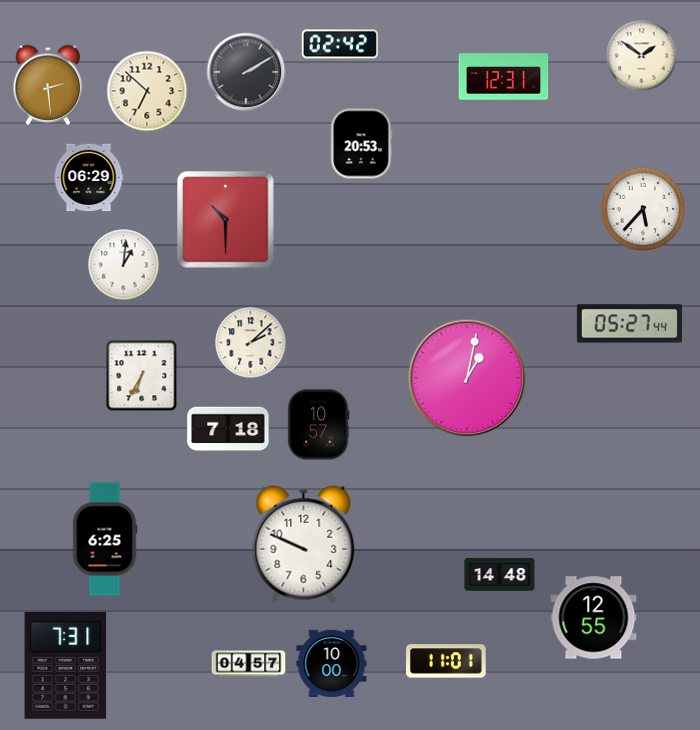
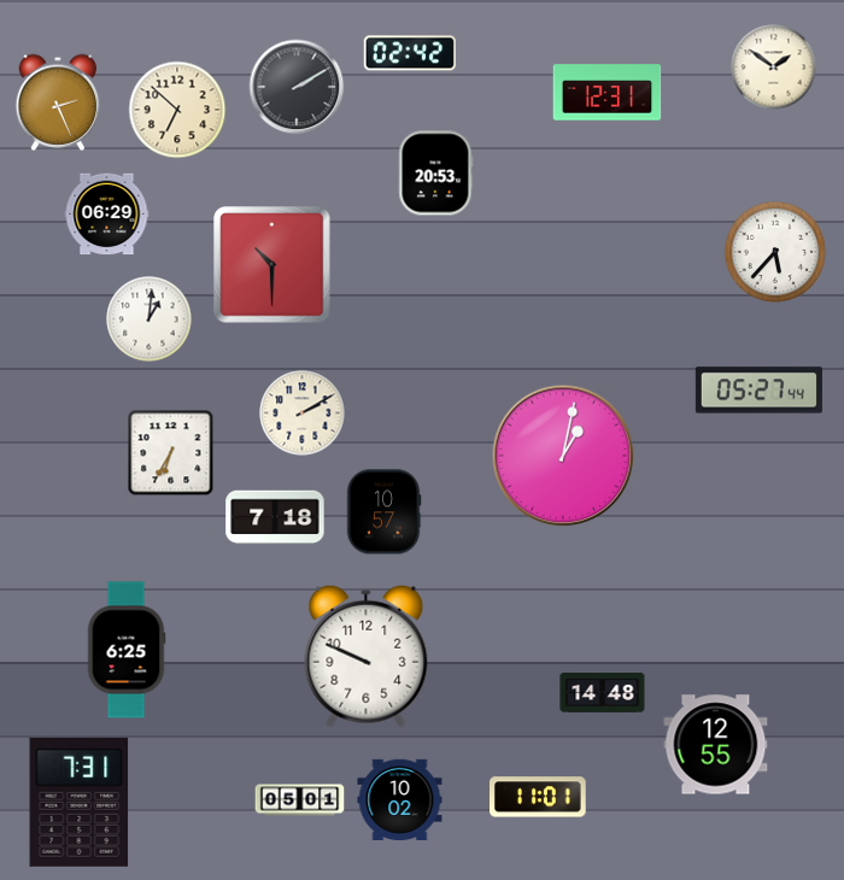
clock at (48, 85): 2:29 -> 2:26
clock at (251, 343): 2:08 -> 2:10
clock at (332, 663): 10:00 -> 10:02
clock at (249, 664): 04:57 -> 05:01
